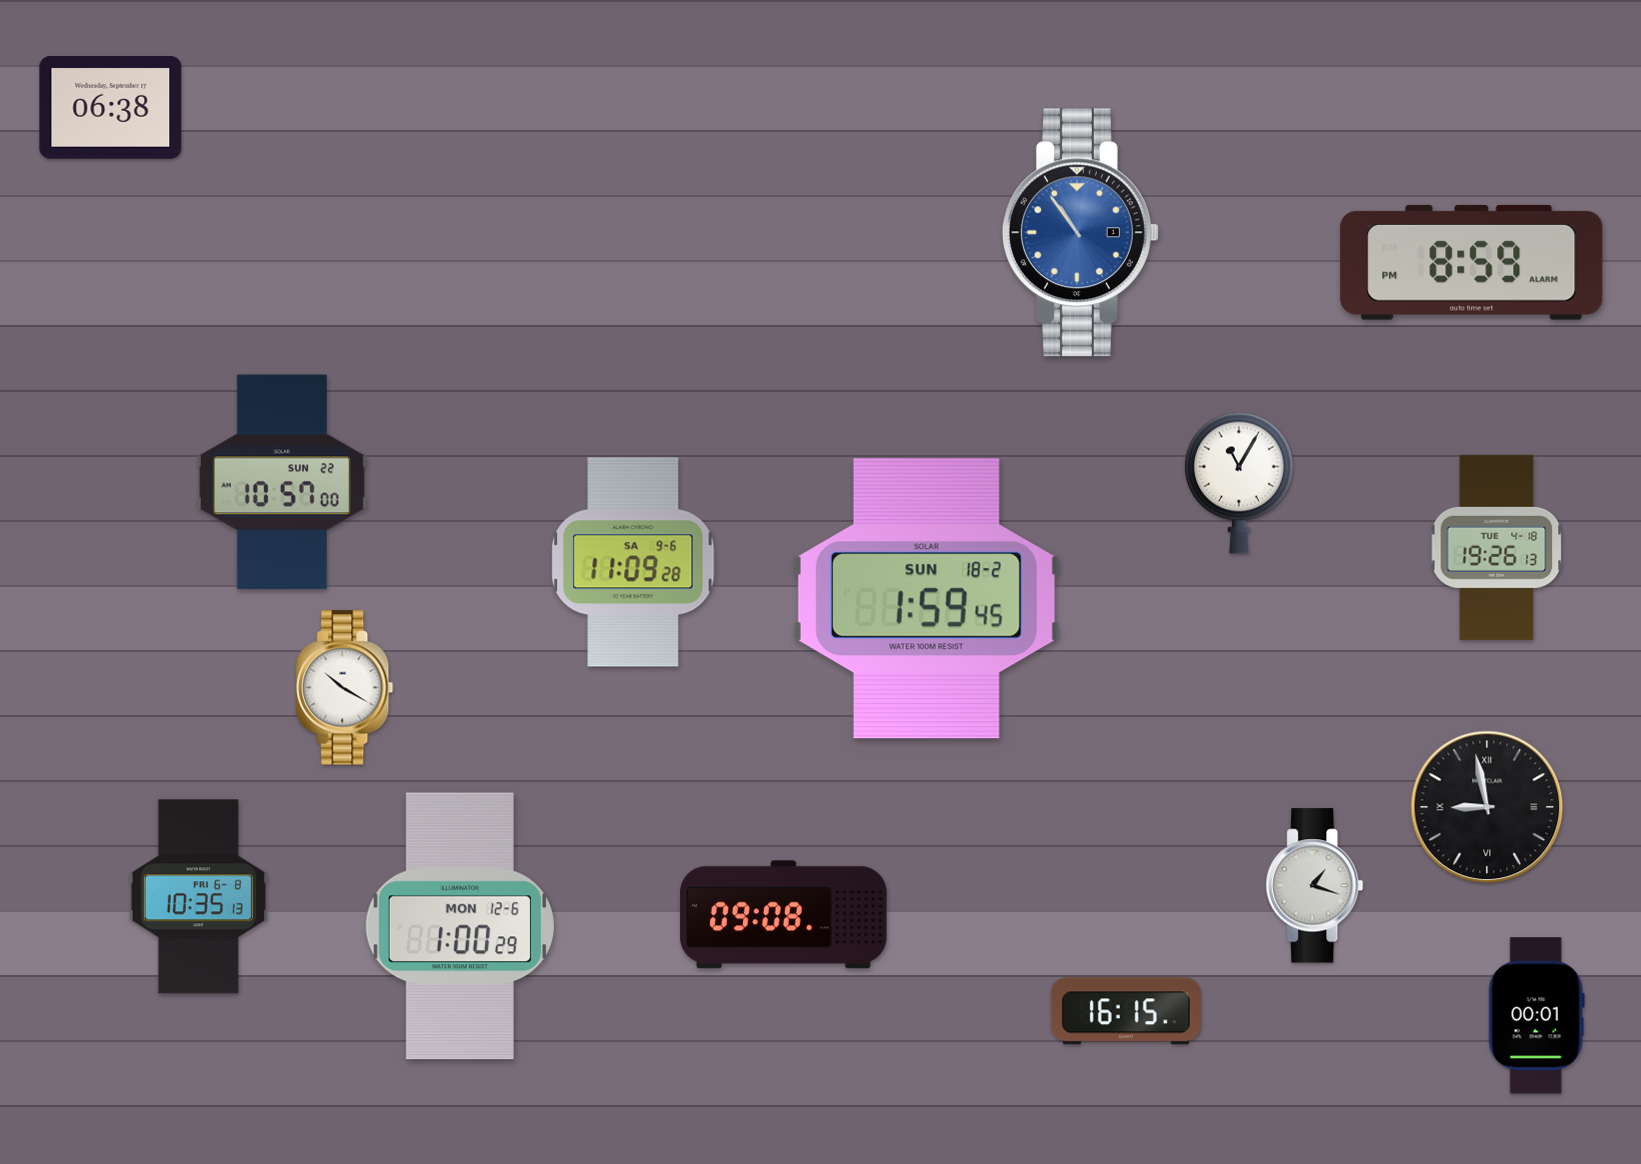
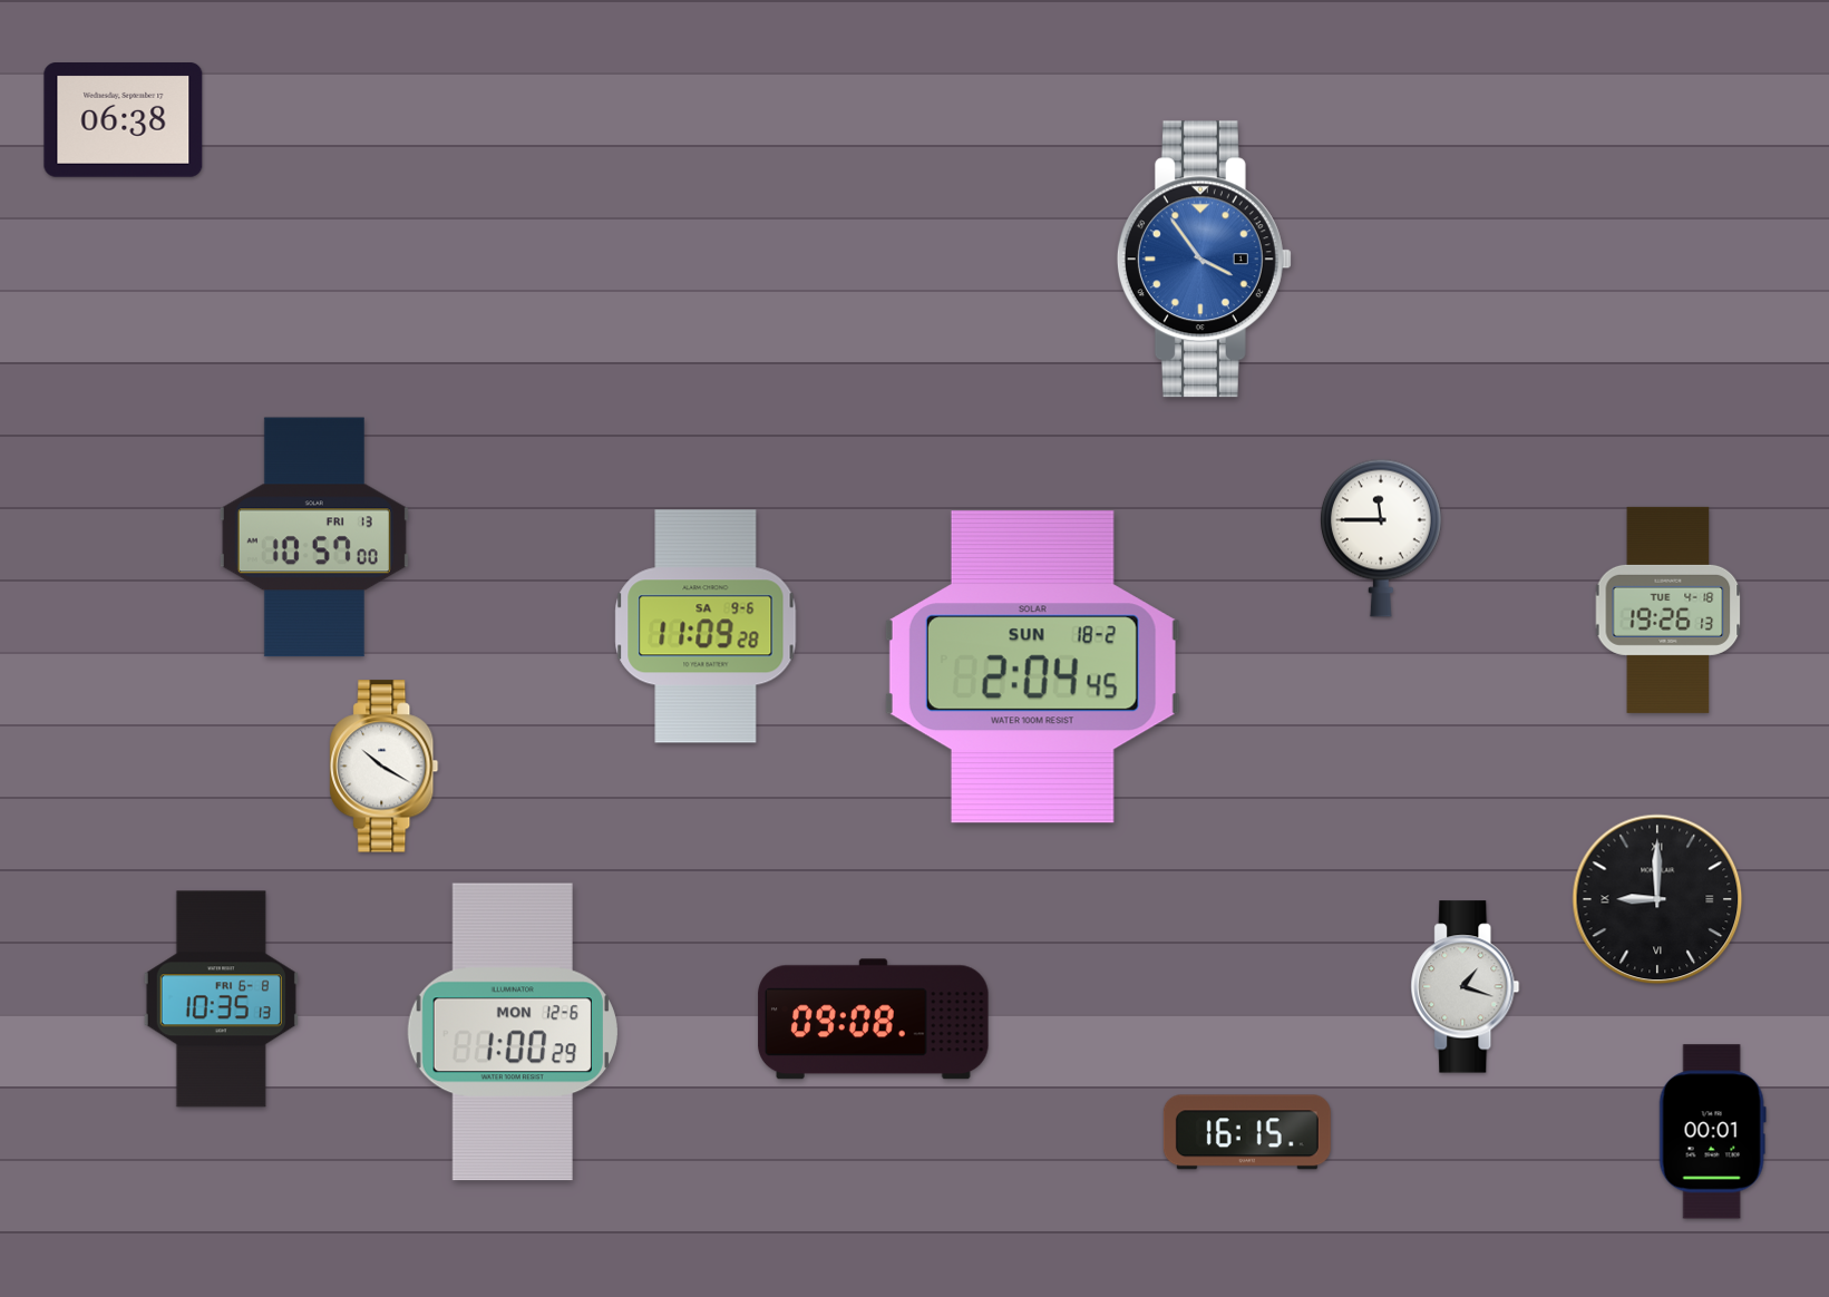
clock at (1080, 233): 10:54 -> 3:54
clock at (1472, 262): 8:59 -> none
clock at (282, 482) date: SUN 22 -> FRI 13
clock at (1239, 483): 11:05 -> 11:45
clock at (926, 599): 1:59 -> 2:04
clock at (1487, 807): 8:58 -> 9:00
clock at (1126, 1011) position: (1126, 1011) -> (1247, 1132)
